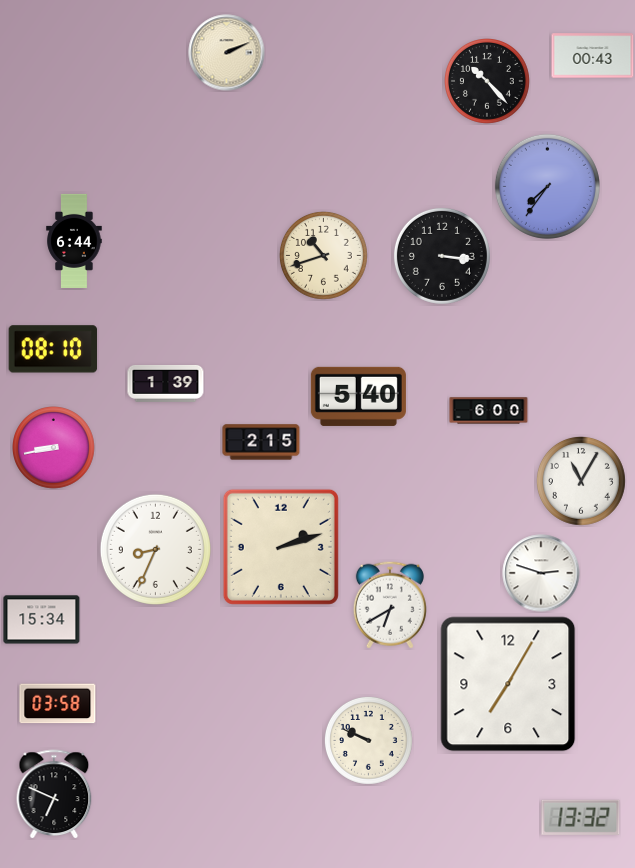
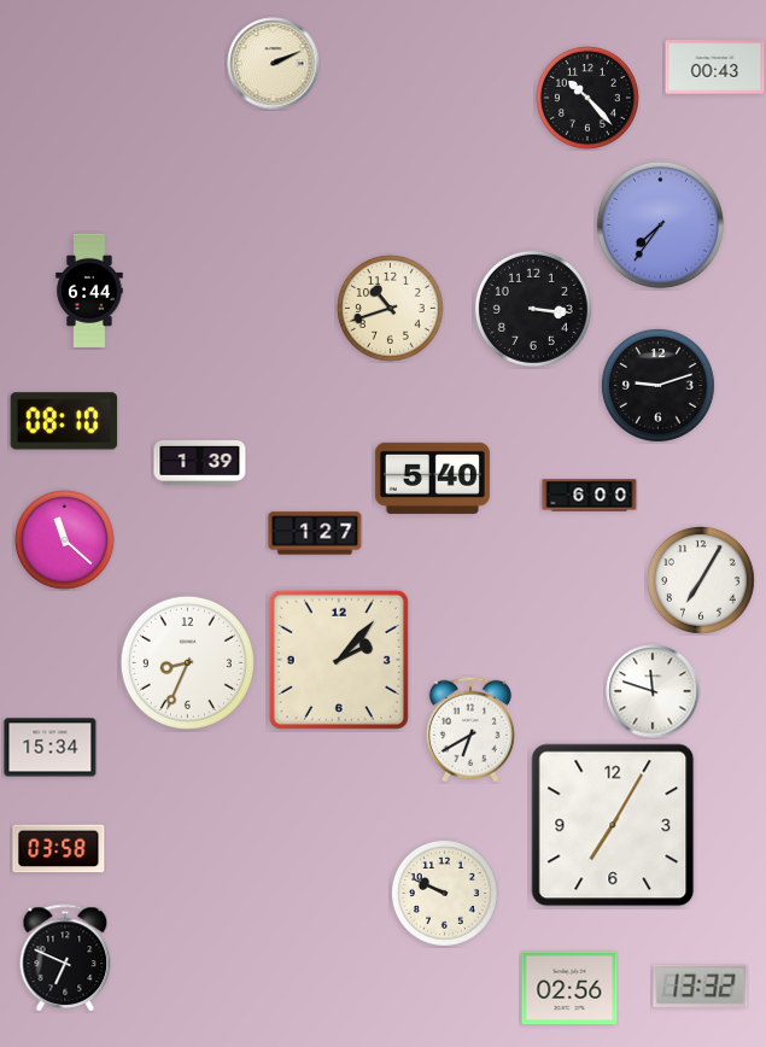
clock at (657, 385): none -> 9:12
clock at (261, 442): 2:15 -> 1:27
clock at (54, 448): 8:43 -> 11:22
clock at (581, 481): 11:05 -> 7:05
clock at (281, 547): 2:12 -> 2:07
clock at (541, 573): 2:48 -> 11:48
clock at (58, 704) position: (58, 704) -> (59, 849)
clock at (569, 988): none -> 02:56
